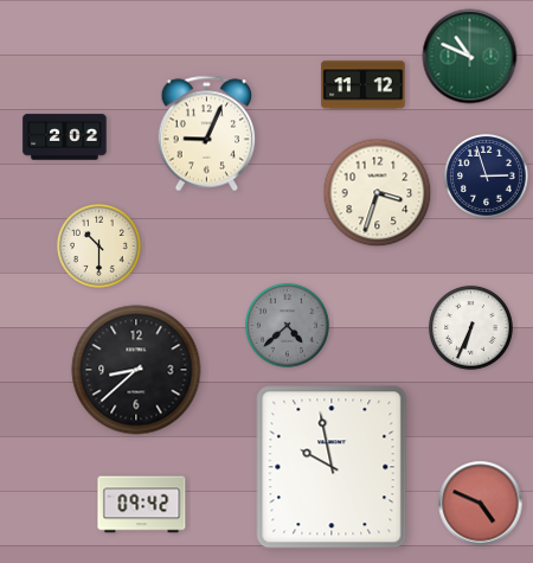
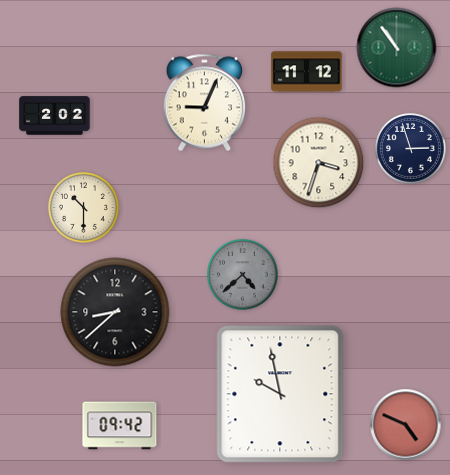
clock at (470, 57): 10:49 -> 10:54
clock at (207, 134) position: (207, 134) -> (205, 103)
clock at (470, 327): 6:34 -> none
